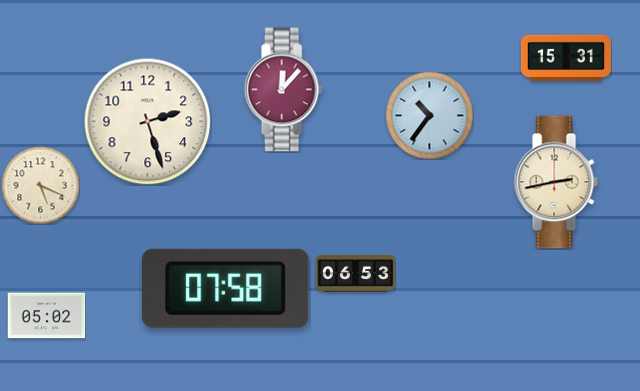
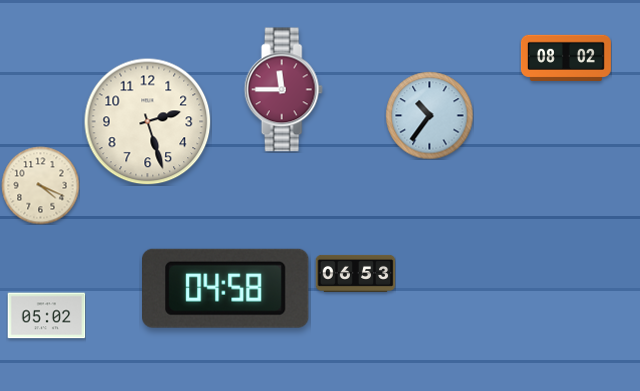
clock at (566, 58): 15:31 -> 08:02
clock at (283, 90): 12:07 -> 11:45
clock at (556, 182): 2:43 -> none
clock at (40, 185): 5:19 -> 4:19
clock at (226, 288): 07:58 -> 04:58
